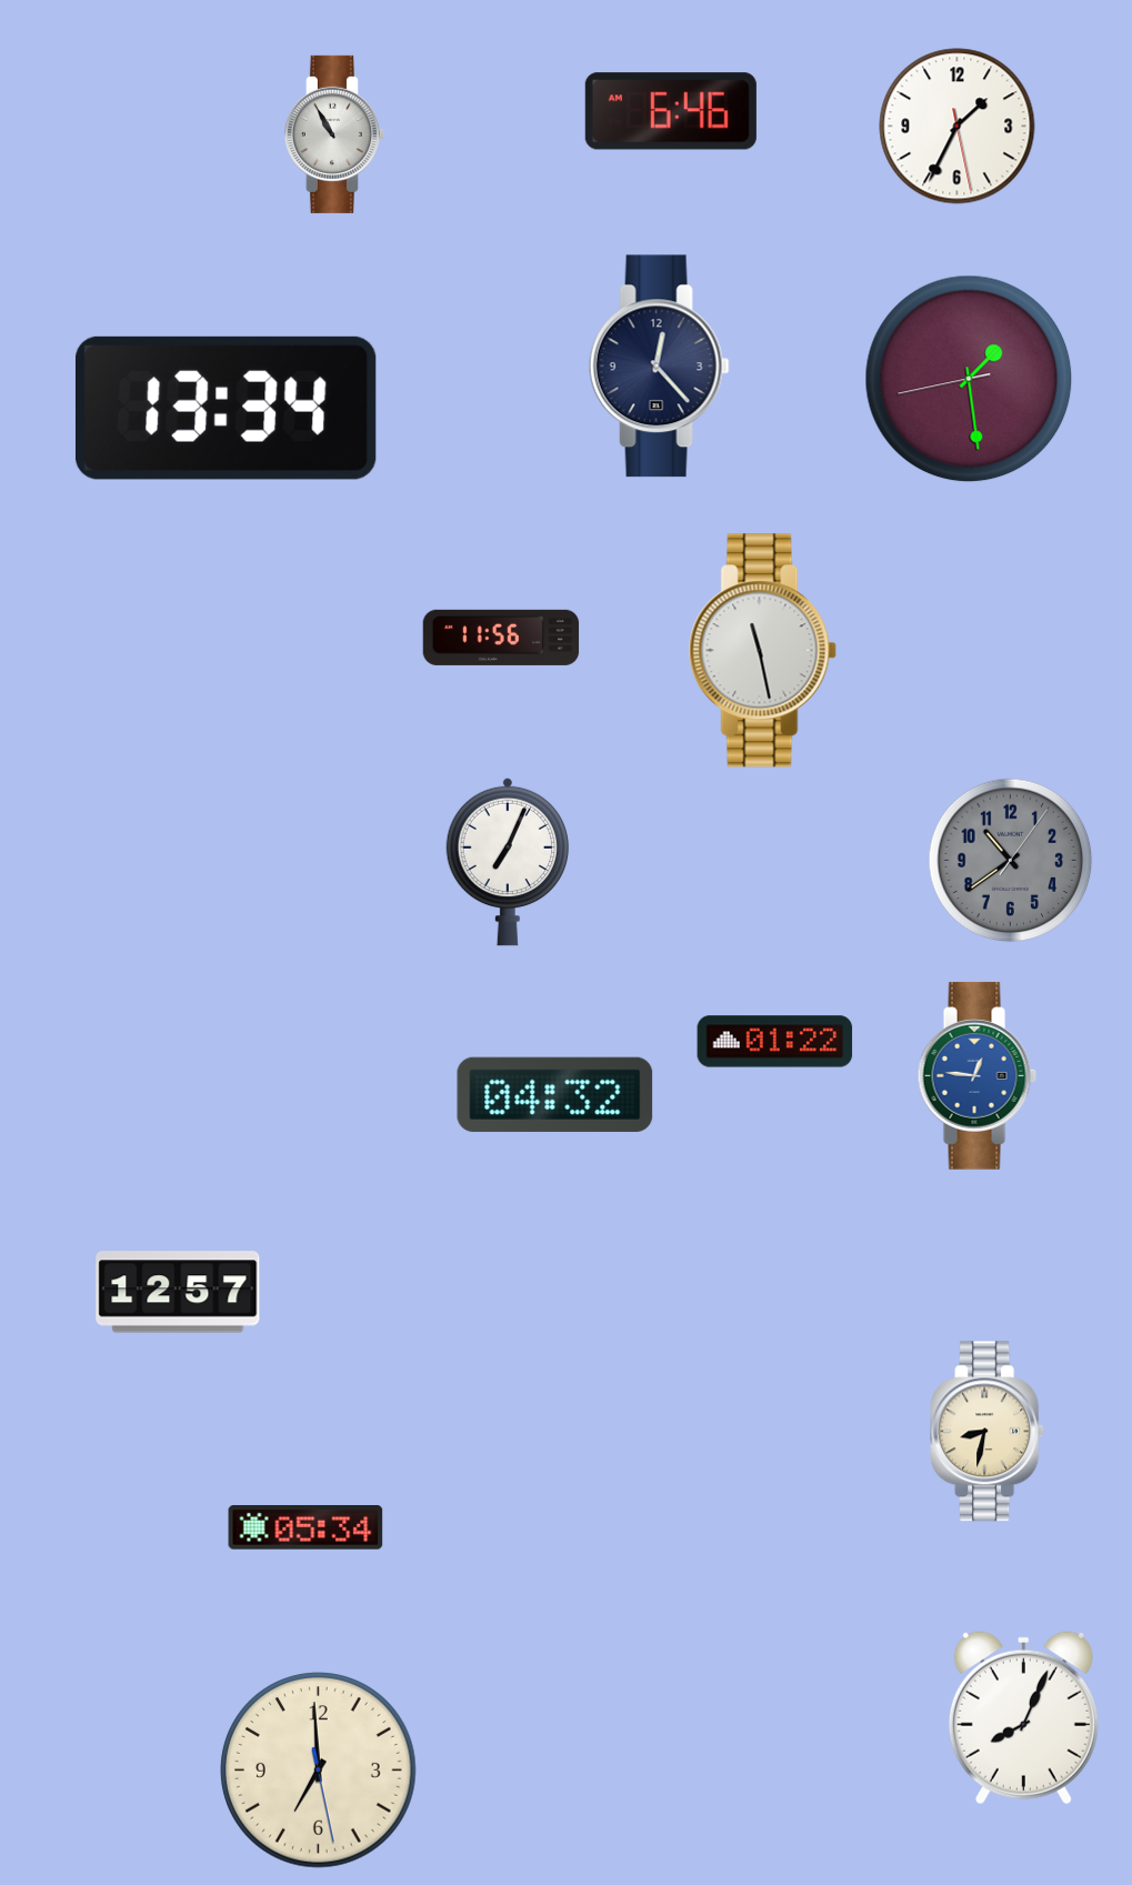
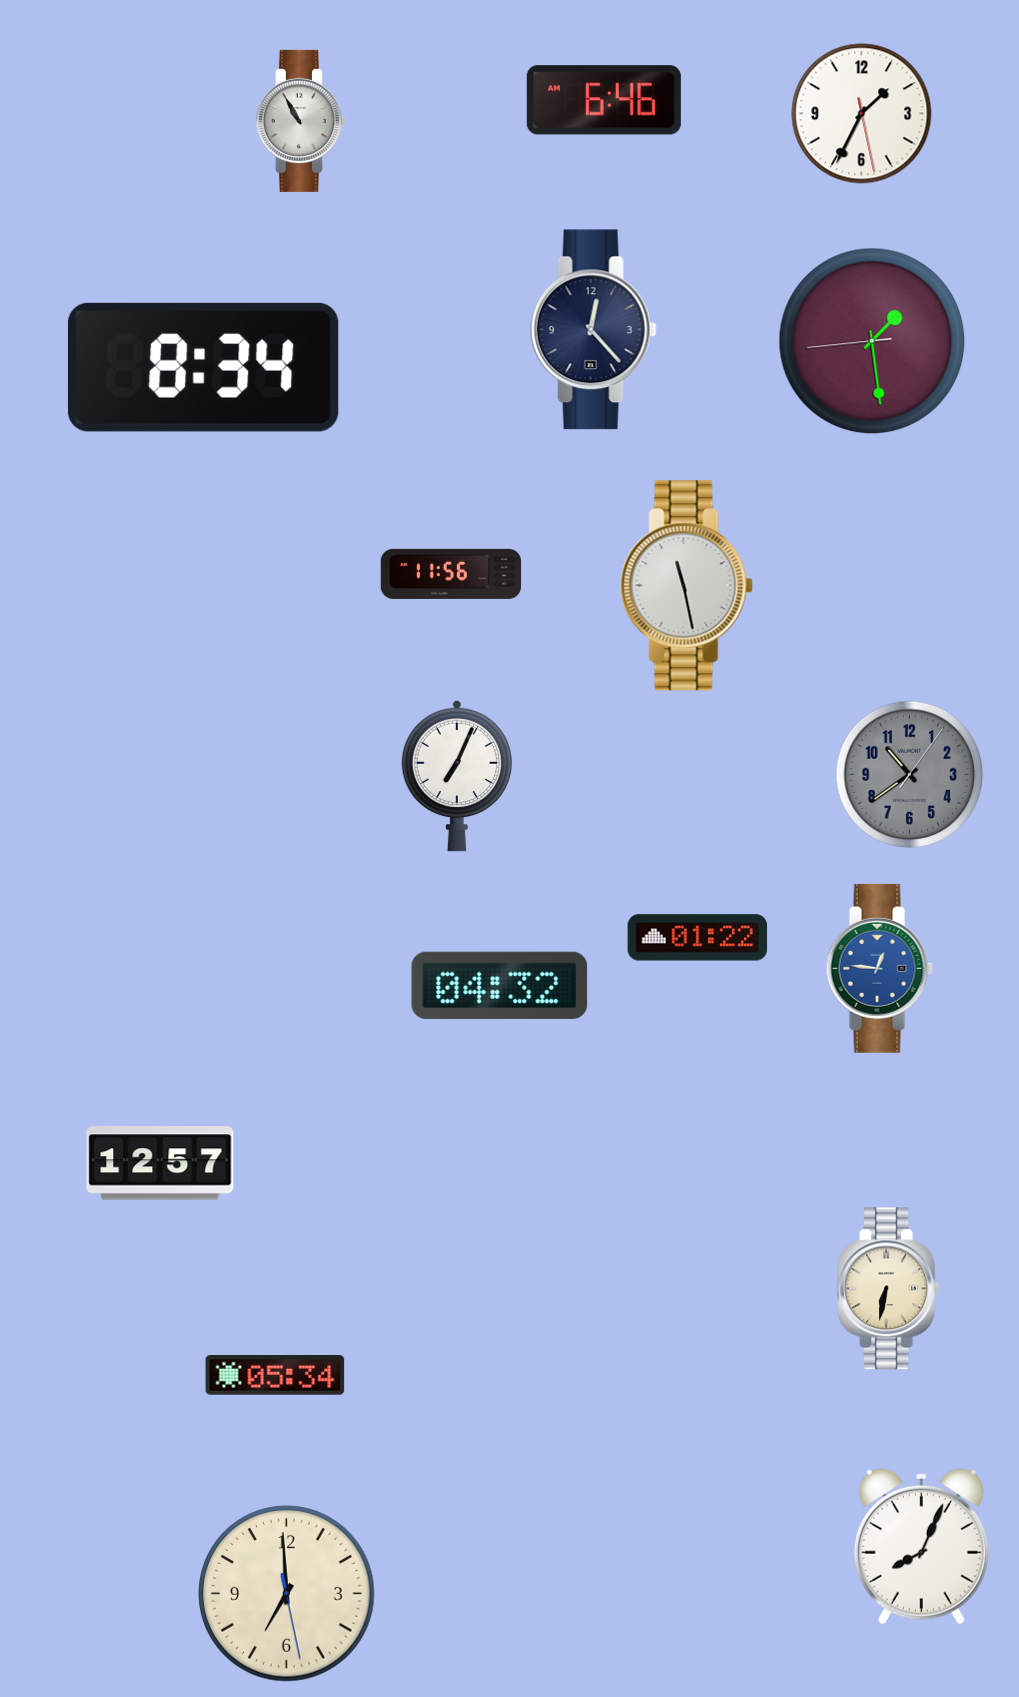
clock at (969, 379): 1:28:43 -> 1:28:44
clock at (226, 408): 13:34 -> 8:34
clock at (988, 1432): 8:32 -> 6:32
